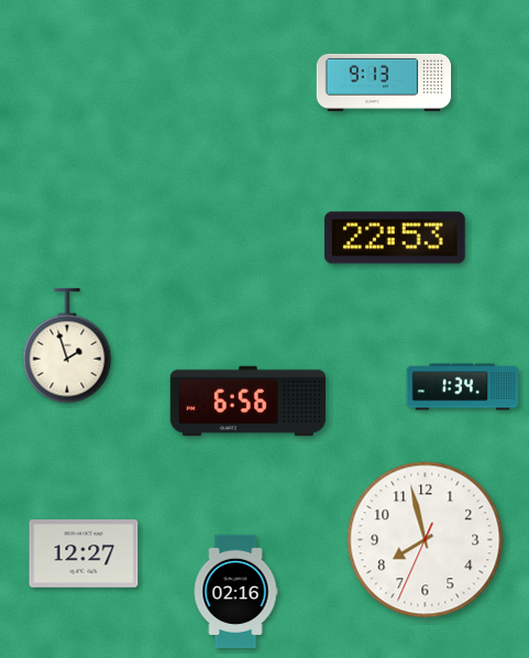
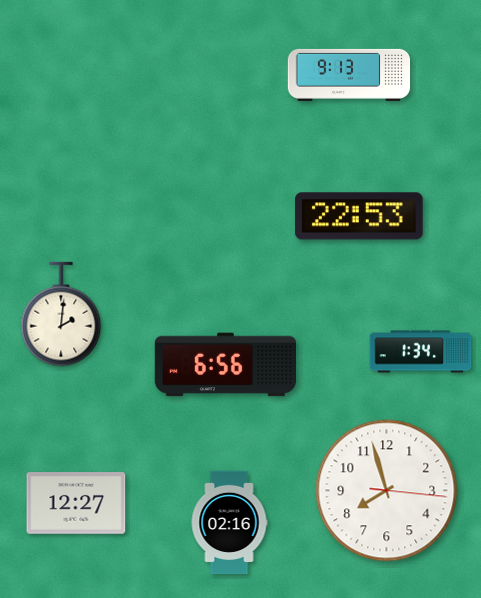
clock at (67, 346): 1:57 -> 2:01
clock at (426, 540): 7:57:34 -> 7:57:16
clock at (235, 592) position: (235, 592) -> (229, 523)
